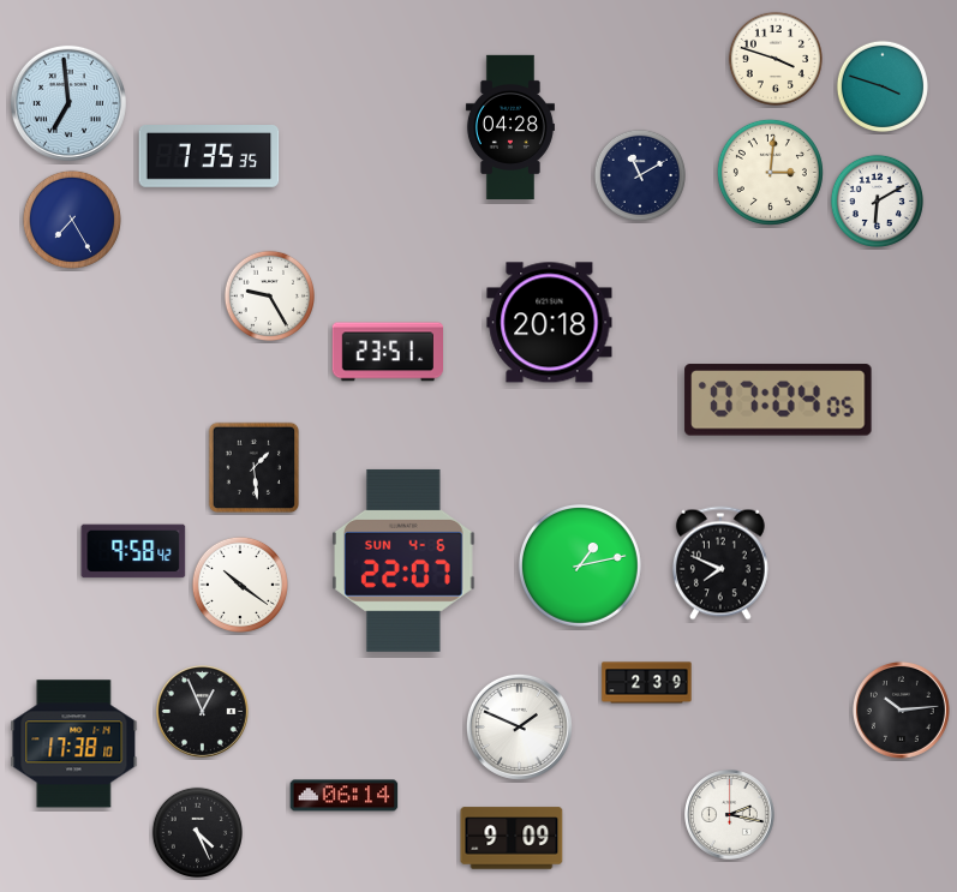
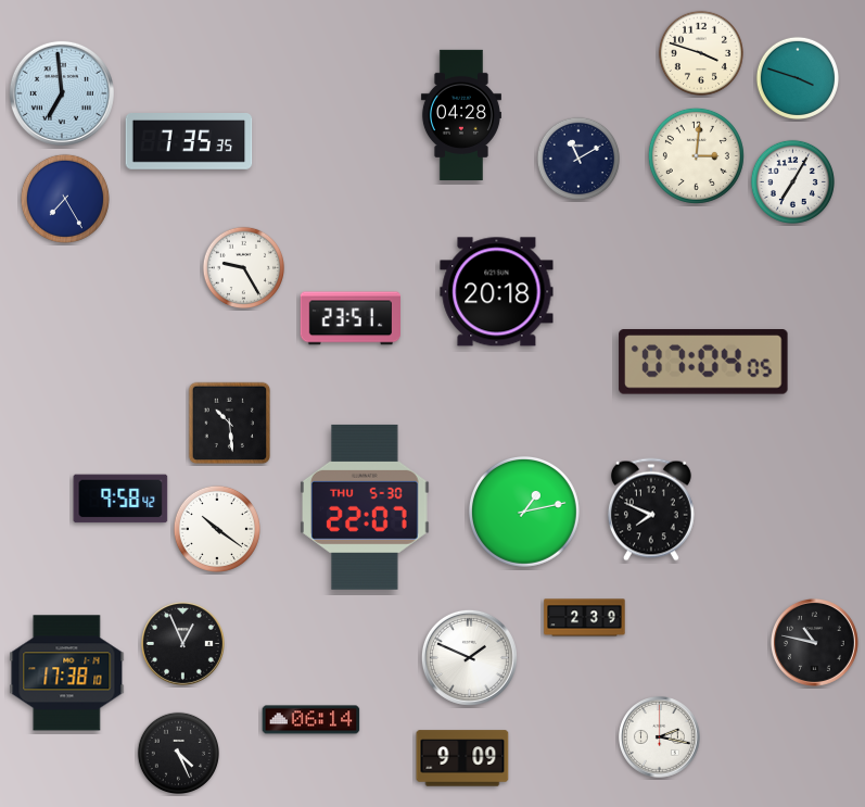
clock at (877, 200): 6:10 -> 7:05
clock at (255, 468): 1:29 -> 10:29
clock at (405, 561) date: SUN 4-6 -> THU 5-30
clock at (901, 710): 10:14 -> 10:47
